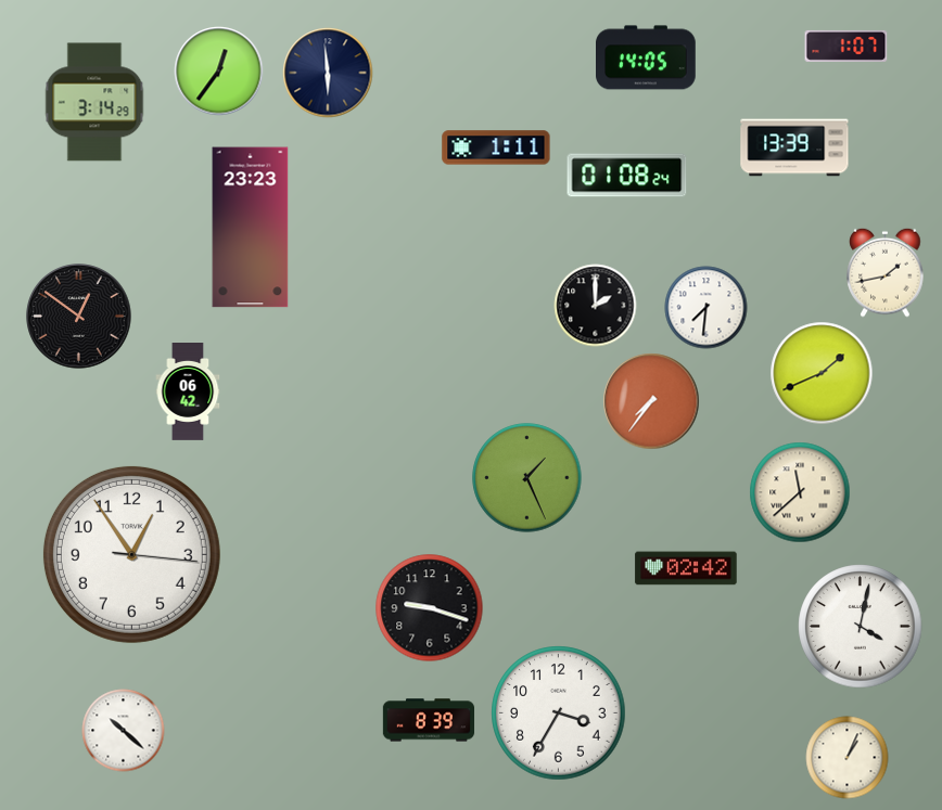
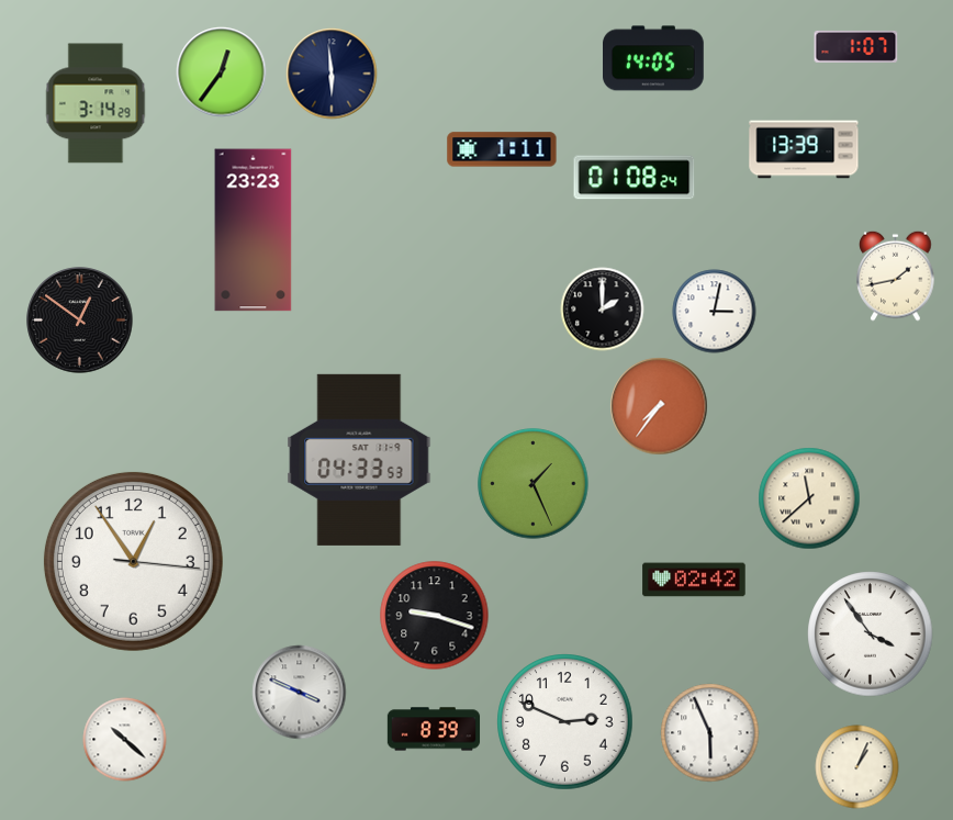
clock at (706, 308): 7:31 -> 3:02
clock at (822, 373): 1:41 -> none
clock at (188, 393): 06:42 -> none
clock at (359, 460): none -> 04:33
clock at (686, 568) position: (686, 568) -> (694, 580)
clock at (861, 627): 4:02 -> 3:54
clock at (300, 693): none -> 3:49
clock at (559, 713): 3:35 -> 2:49
clock at (710, 733): none -> 5:56
